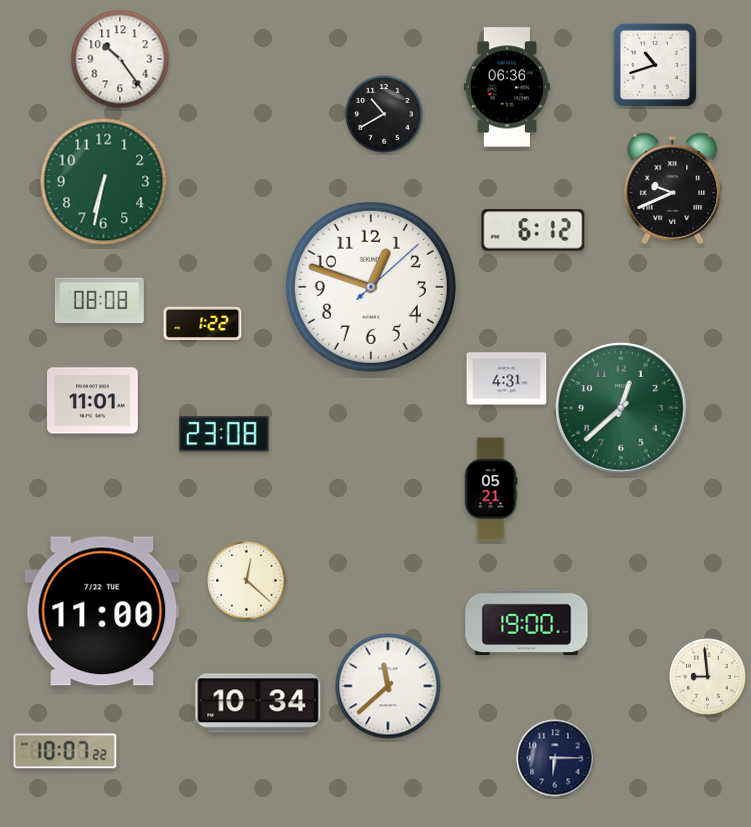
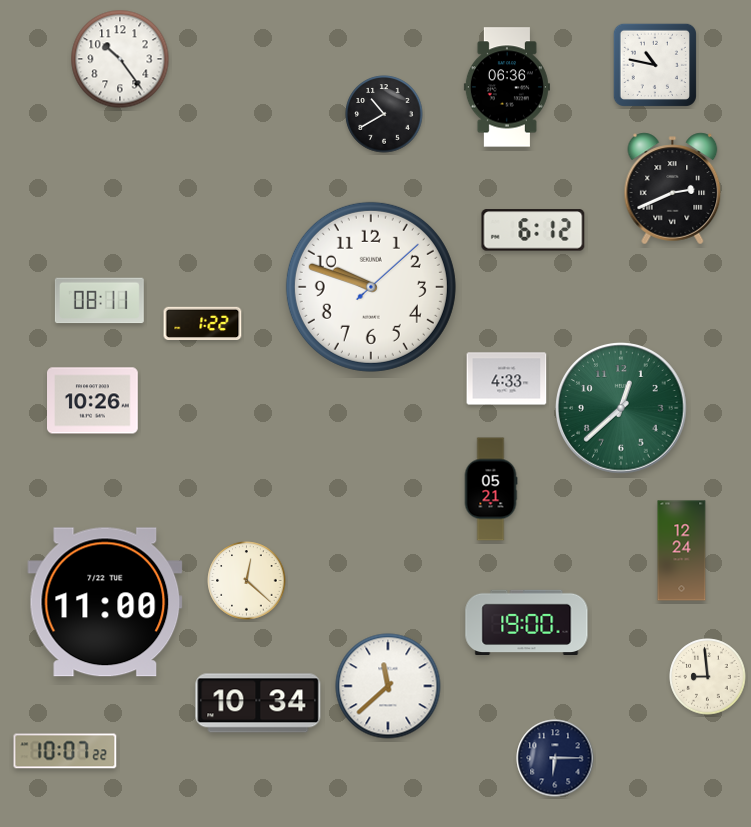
clock at (655, 65): 10:42 -> 10:47
clock at (104, 182): 6:32 -> none
clock at (673, 189): 9:41 -> 2:41
clock at (371, 287): 12:48 -> 9:48
clock at (99, 301): 08:08 -> 08:11
clock at (507, 379): 4:31 -> 4:33
clock at (93, 401): 11:01 -> 10:26
clock at (224, 434): 23:08 -> none
clock at (682, 551): none -> 12:24
clock at (102, 611) position: (102, 611) -> (105, 602)
